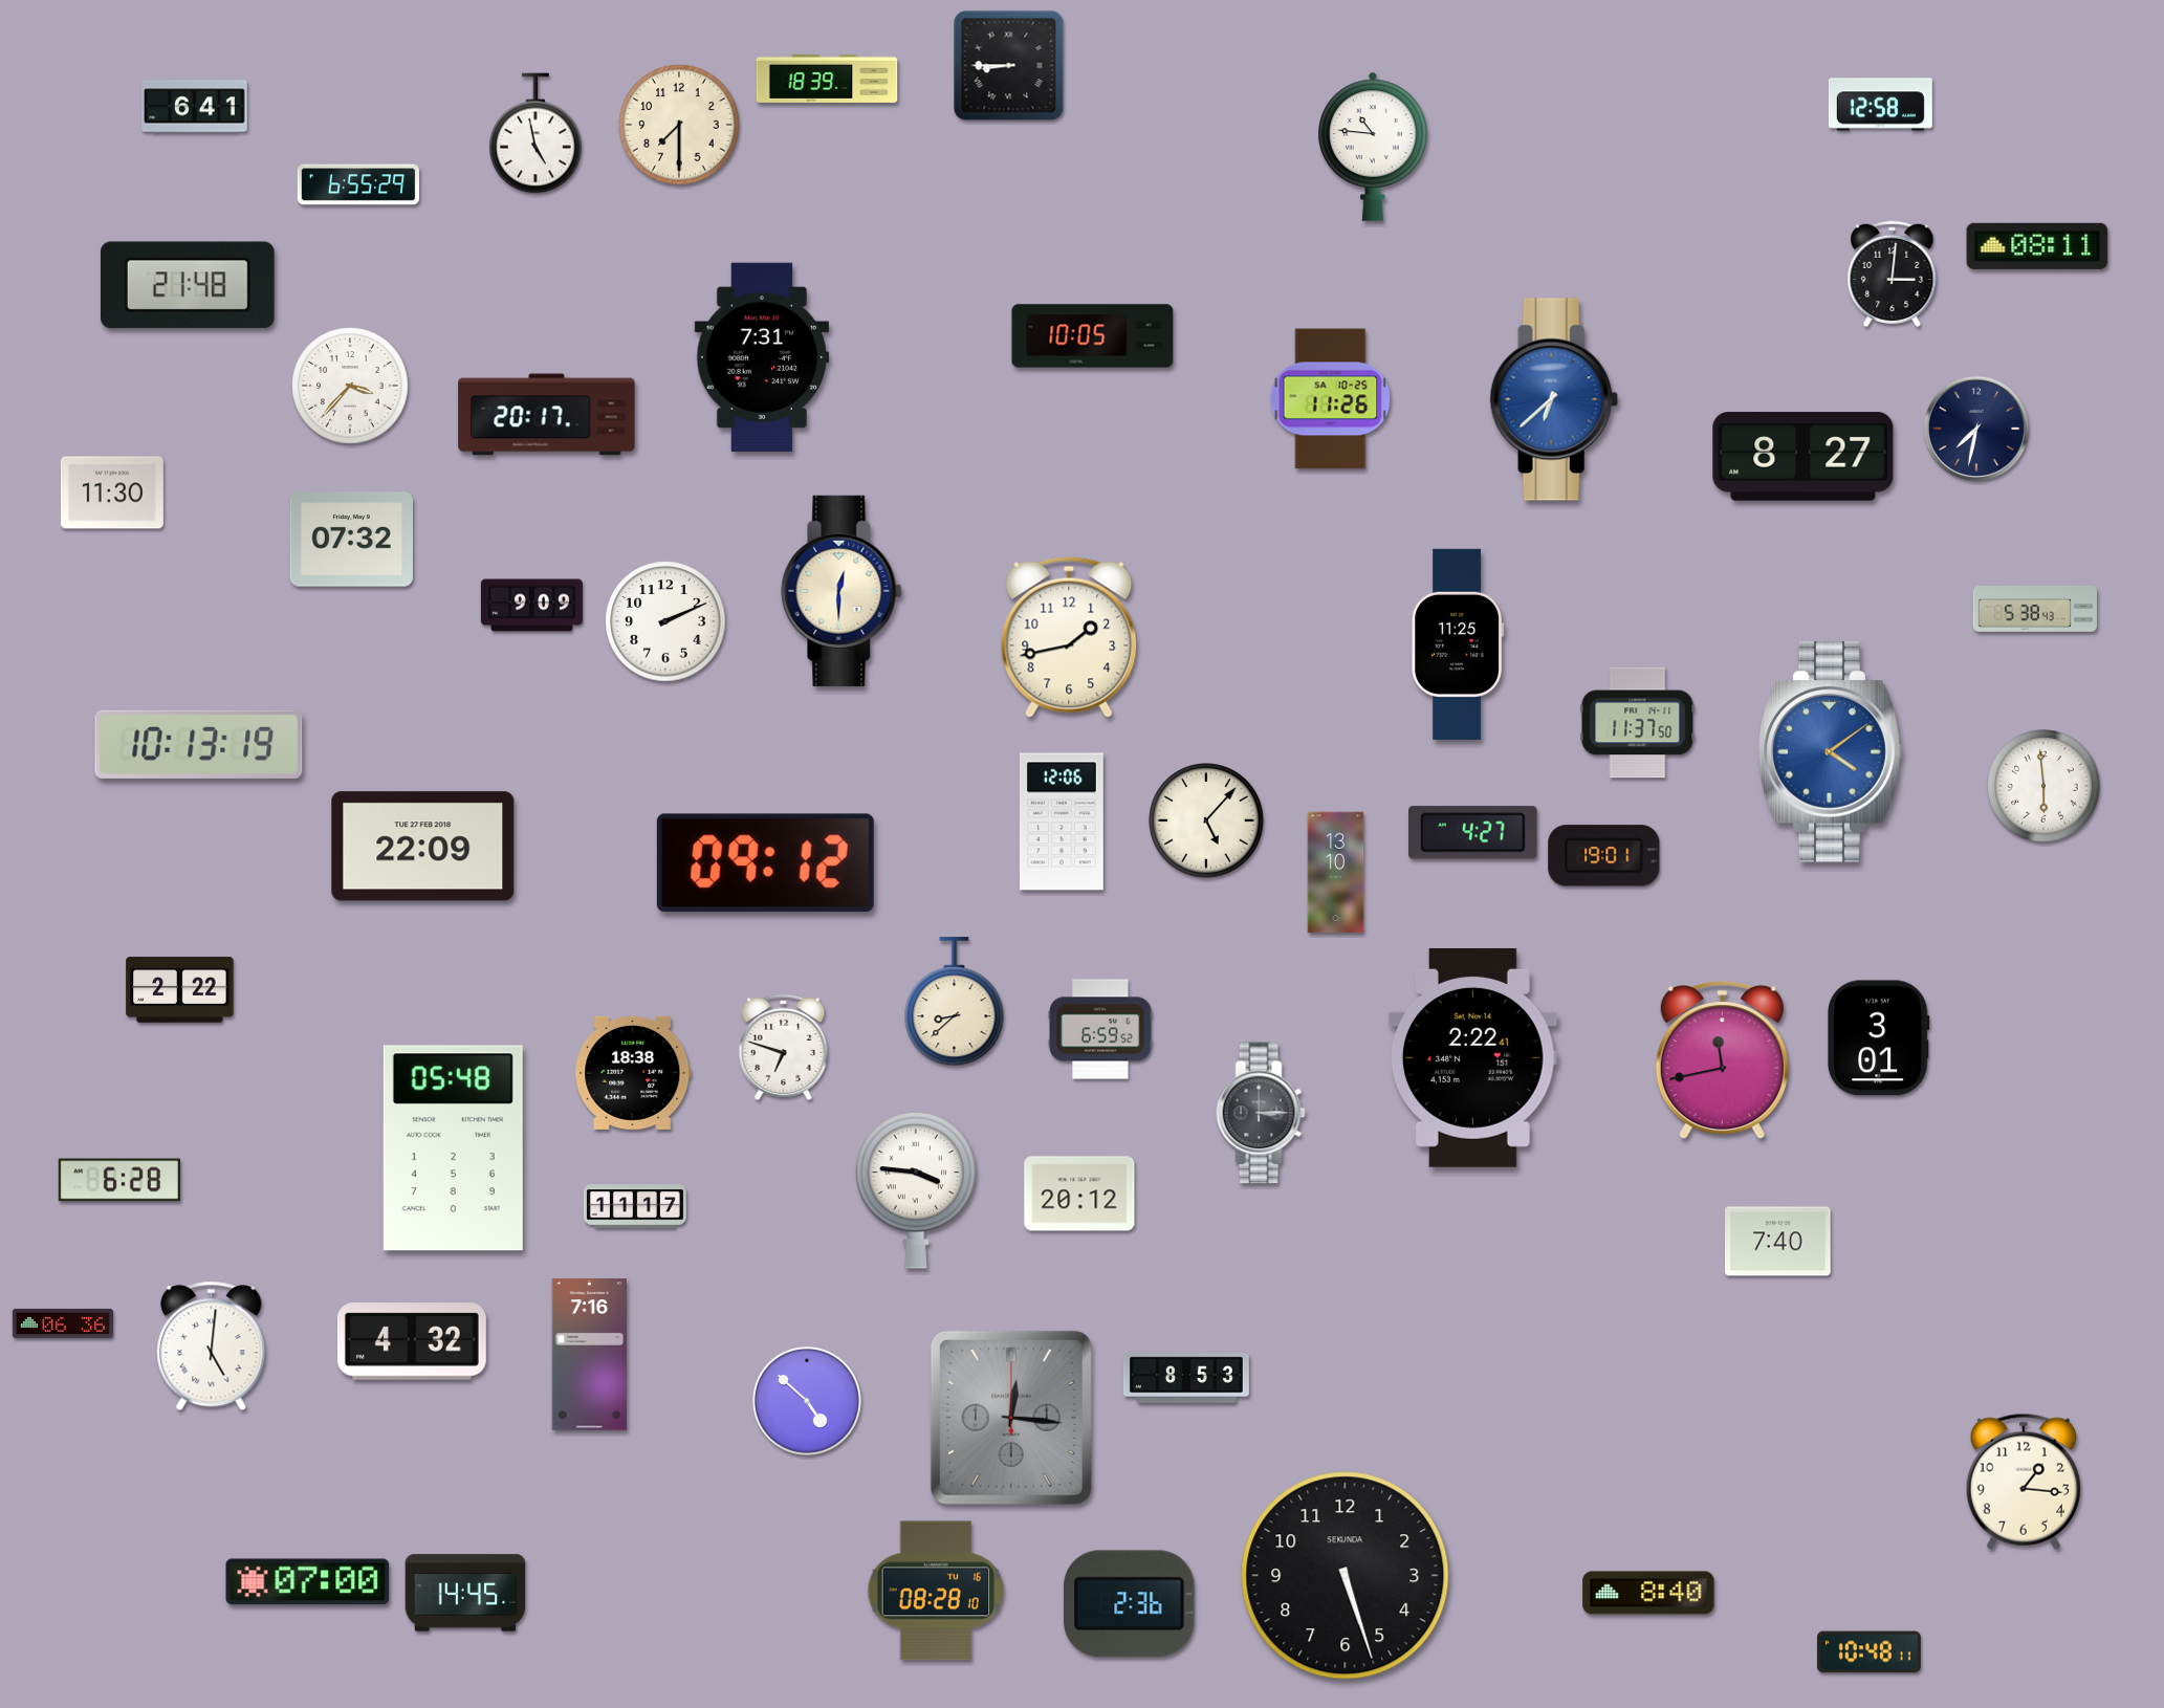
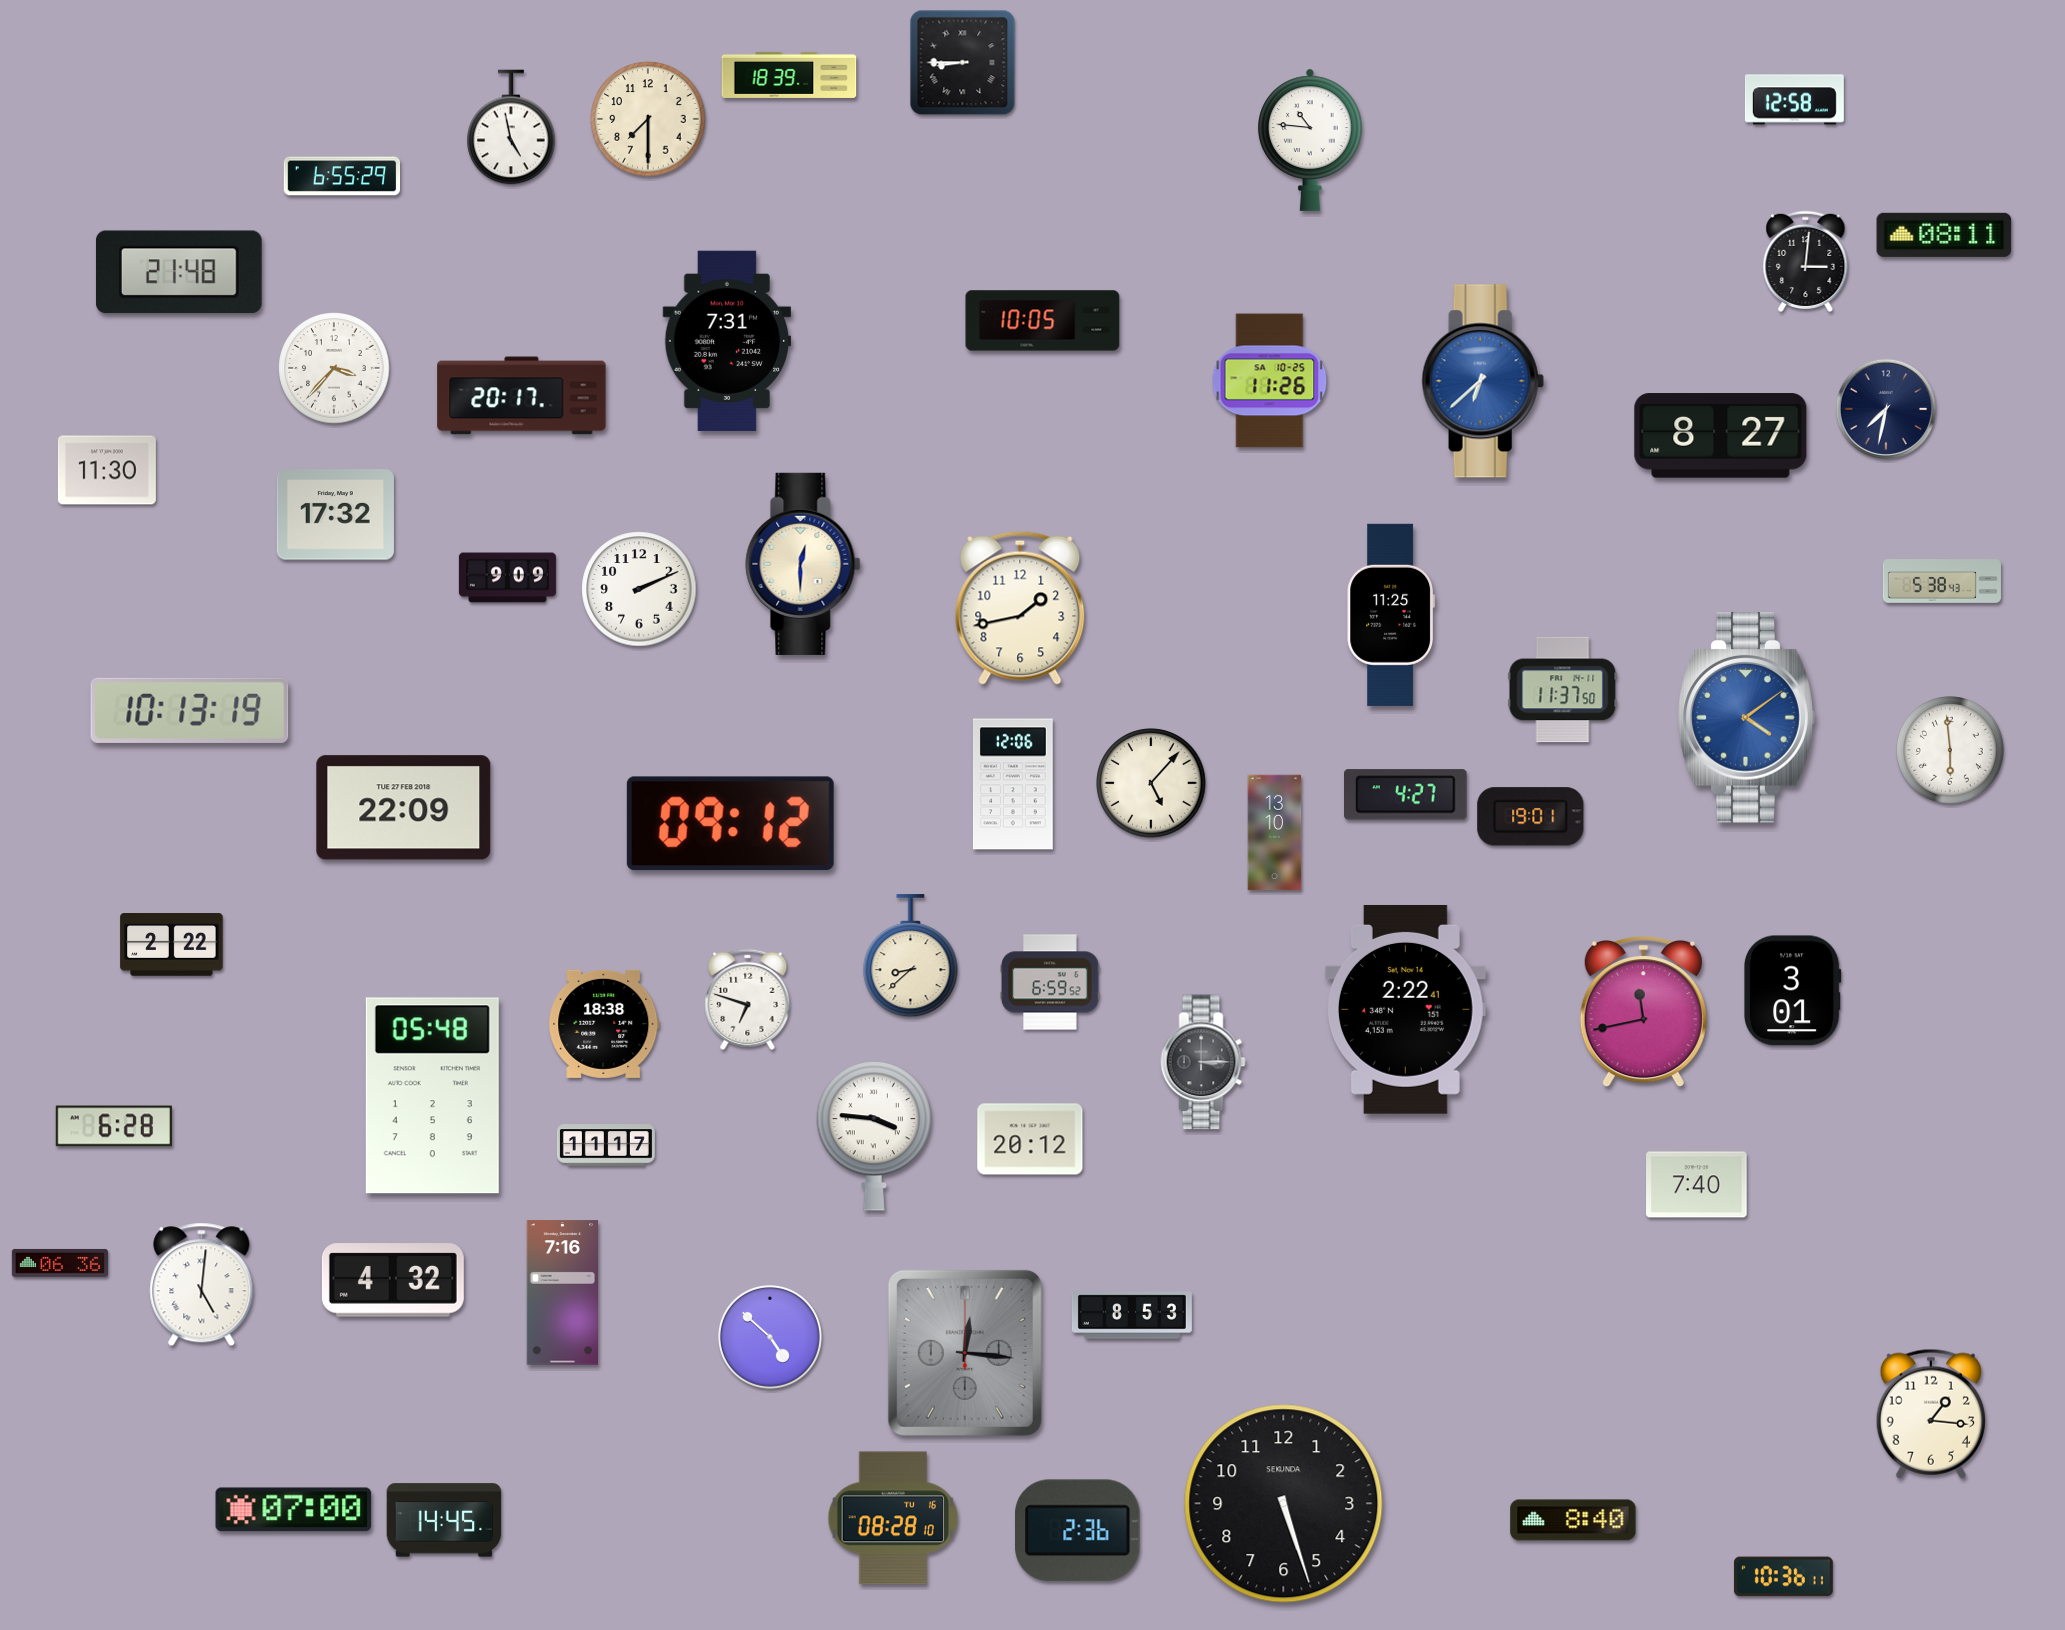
clock at (195, 107): 6:41 -> none
clock at (351, 540): 07:32 -> 17:32
clock at (665, 621) position: (665, 621) -> (639, 589)
clock at (635, 1206) position: (635, 1206) -> (606, 1145)
clock at (1868, 1652): 10:48 -> 10:36
